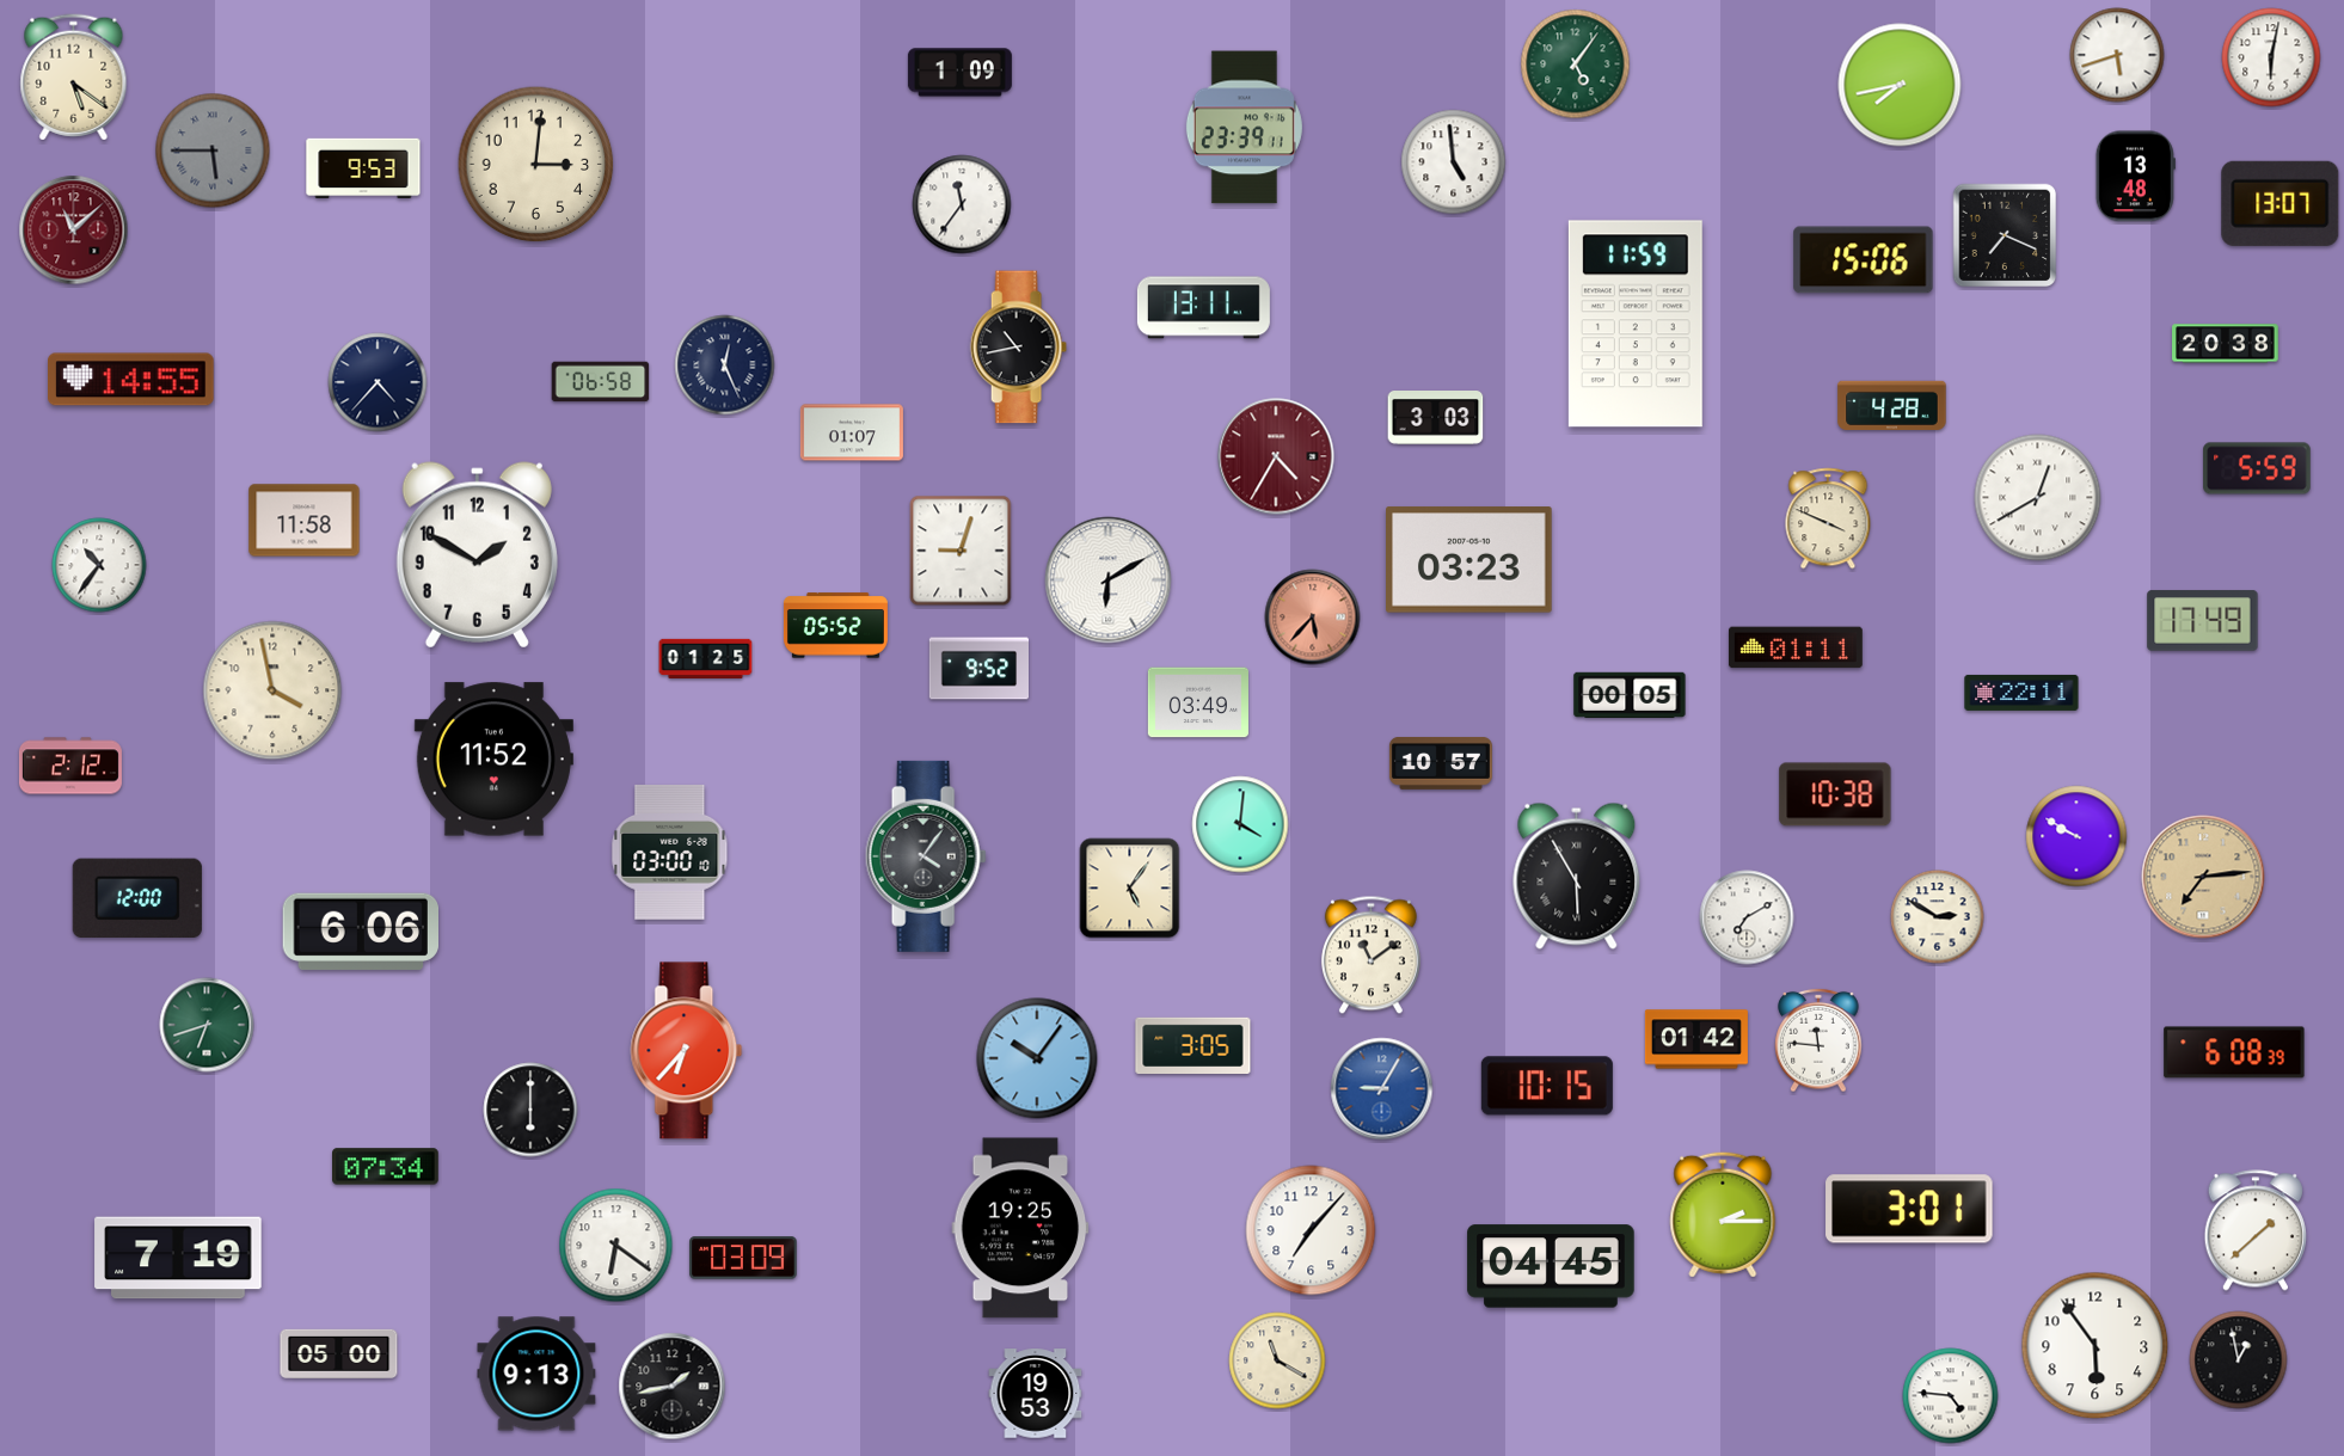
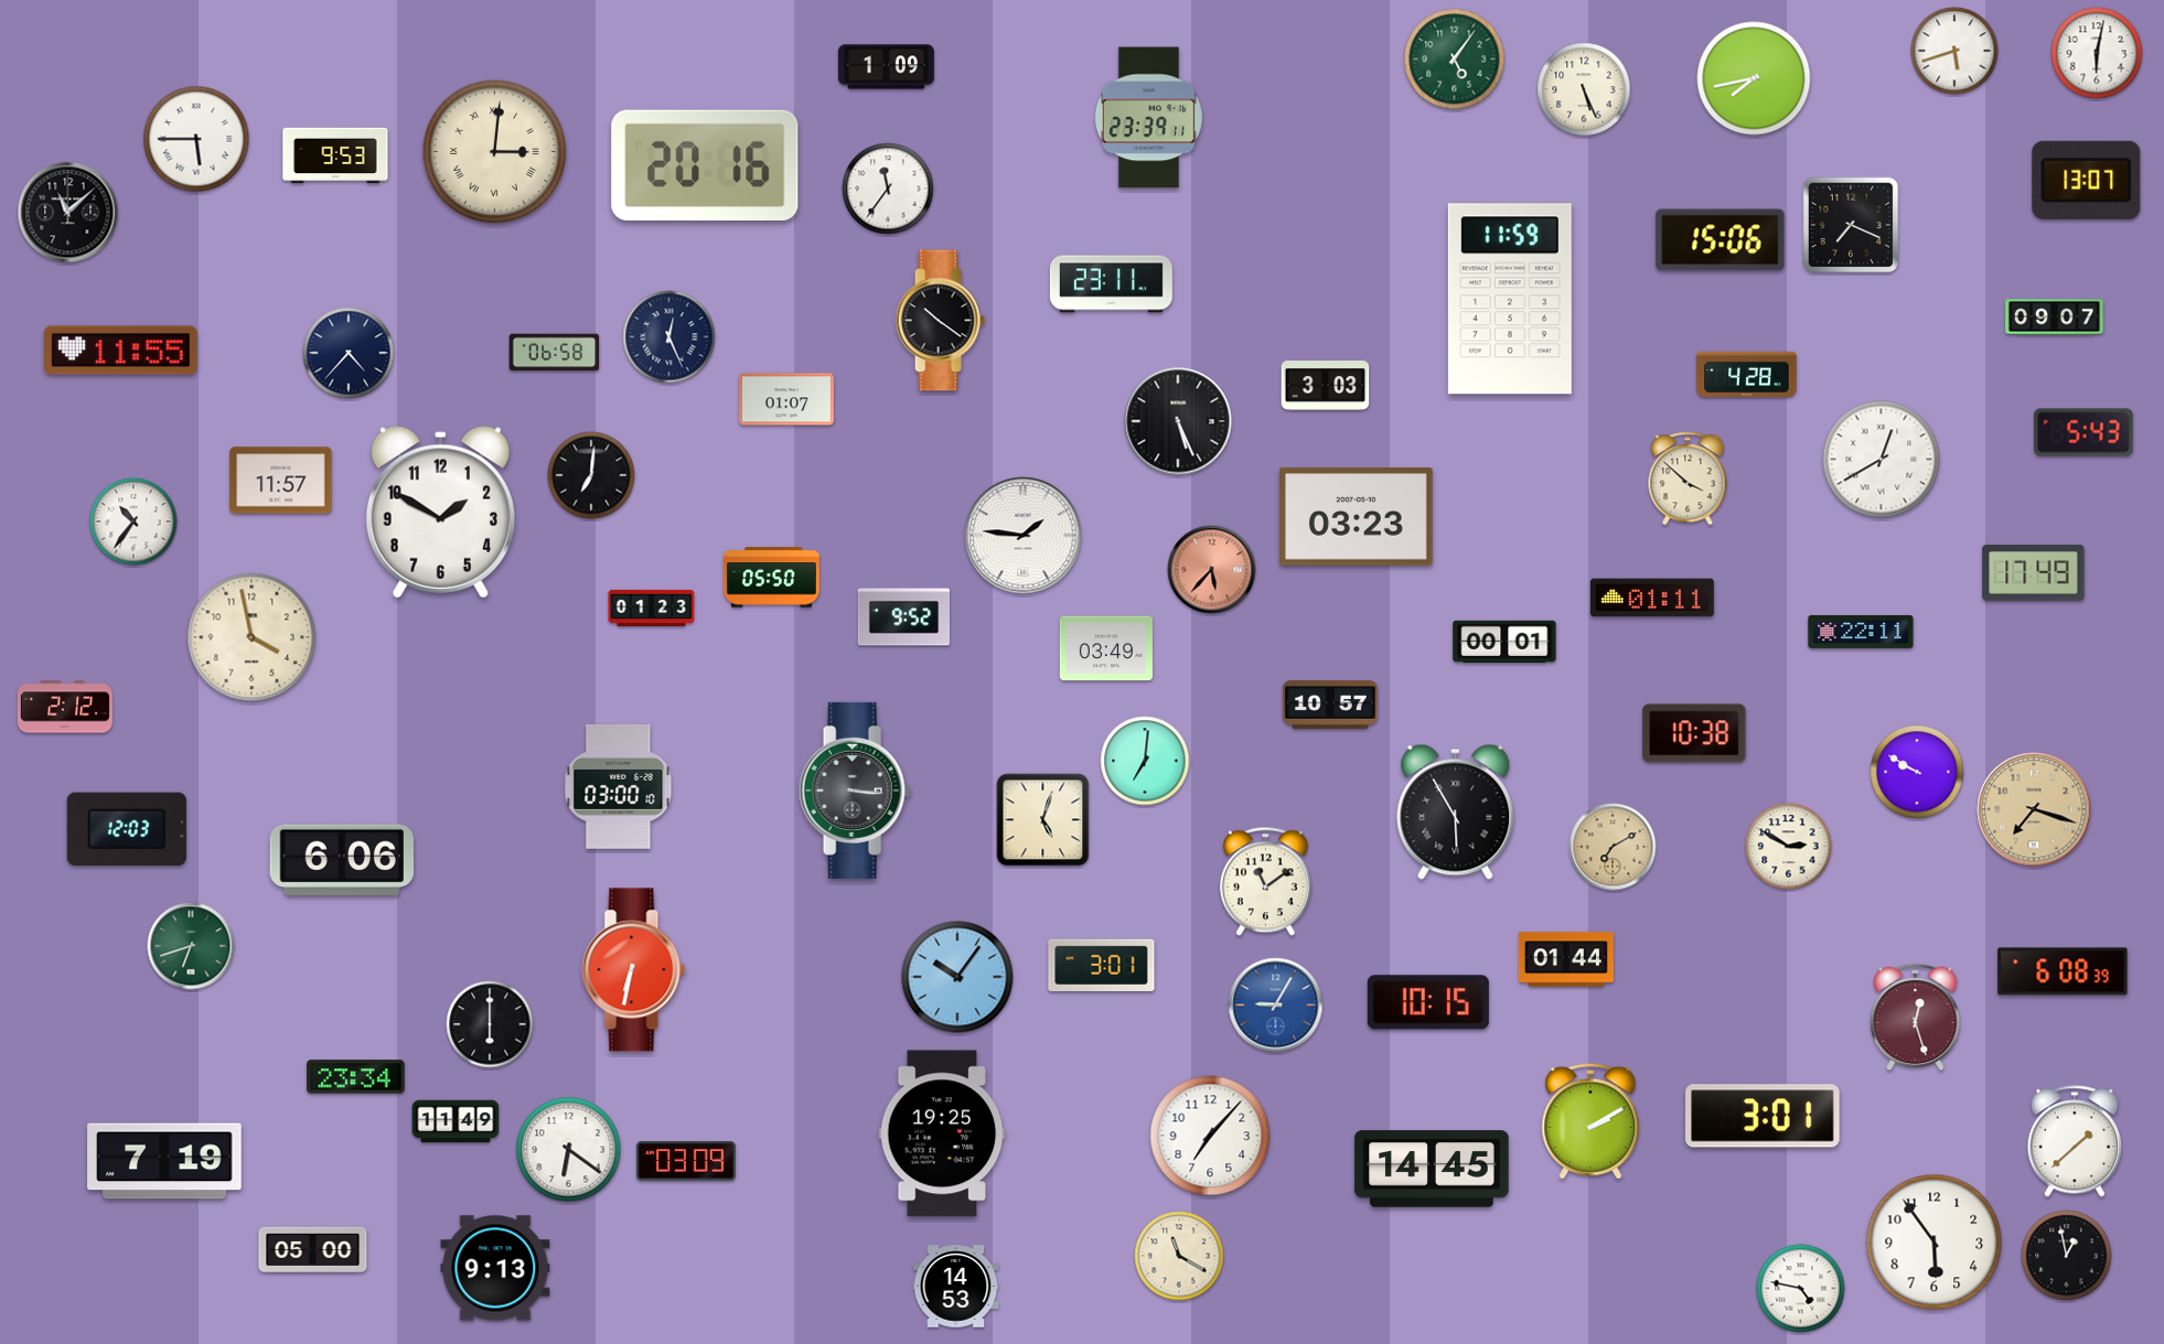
clock at (74, 78): 5:21 -> none
clock at (1584, 89): none -> 5:26
clock at (213, 150) dial: grey -> white
clock at (1454, 162): 4:59 -> none
clock at (536, 165) numerals: Arabic -> Roman
clock at (2135, 177): 13:48 -> none
clock at (705, 164): none -> 20:16
clock at (2281, 203) position: (2281, 203) -> (2087, 180)
clock at (74, 231) dial: burgundy -> black
clock at (2005, 235) position: (2005, 235) -> (1851, 225)
clock at (1203, 308): 13:11 -> 23:11
clock at (2226, 344): 20:38 -> 09:07
clock at (1018, 348): 10:43 -> 10:21
clock at (131, 380): 14:55 -> 11:55
clock at (1276, 456): 4:35 -> 5:26
clock at (1276, 456) dial: burgundy -> black
clock at (2257, 468): 5:59 -> 5:43
clock at (591, 475): none -> 7:01
clock at (1828, 518): 3:49 -> 3:52
clock at (305, 521): 11:58 -> 11:57
clock at (961, 551): 9:03 -> none
clock at (99, 565) position: (99, 565) -> (133, 522)
clock at (1109, 580): 6:10 -> 1:46
clock at (835, 626): 05:52 -> 05:50
clock at (1796, 647) position: (1796, 647) -> (1652, 598)
clock at (706, 658): 01:25 -> 01:23
clock at (2021, 693) position: (2021, 693) -> (1861, 632)
clock at (1630, 695): 00:05 -> 00:01
clock at (493, 760): 11:52 -> none
clock at (1240, 824): 4:01 -> 7:01
clock at (926, 856): 4:06 -> 3:16
clock at (1577, 876) position: (1577, 876) -> (1456, 811)
clock at (2203, 877): 7:14 -> 7:18
clock at (1130, 889): 5:06 -> 5:03
clock at (137, 897): 12:00 -> 12:03
clock at (1747, 917) dial: white -> champagne
clock at (360, 932) position: (360, 932) -> (341, 860)
clock at (1696, 1039): 01:42 -> 01:44
clock at (1818, 1040): 11:46 -> none
clock at (1194, 1045): 3:05 -> 3:01
clock at (687, 1051): 6:37 -> 6:32
clock at (1916, 1018): none -> 12:27
clock at (386, 1167): 07:34 -> 23:34
clock at (456, 1121): none -> 11:49
clock at (1723, 1215): 2:15 -> 2:10
clock at (2254, 1230) position: (2254, 1230) -> (2074, 1141)
clock at (1551, 1266): 04:45 -> 14:45
clock at (673, 1387): 1:43 -> none
clock at (1036, 1394): 19:53 -> 14:53
clock at (1951, 1396): 4:46 -> 4:47
